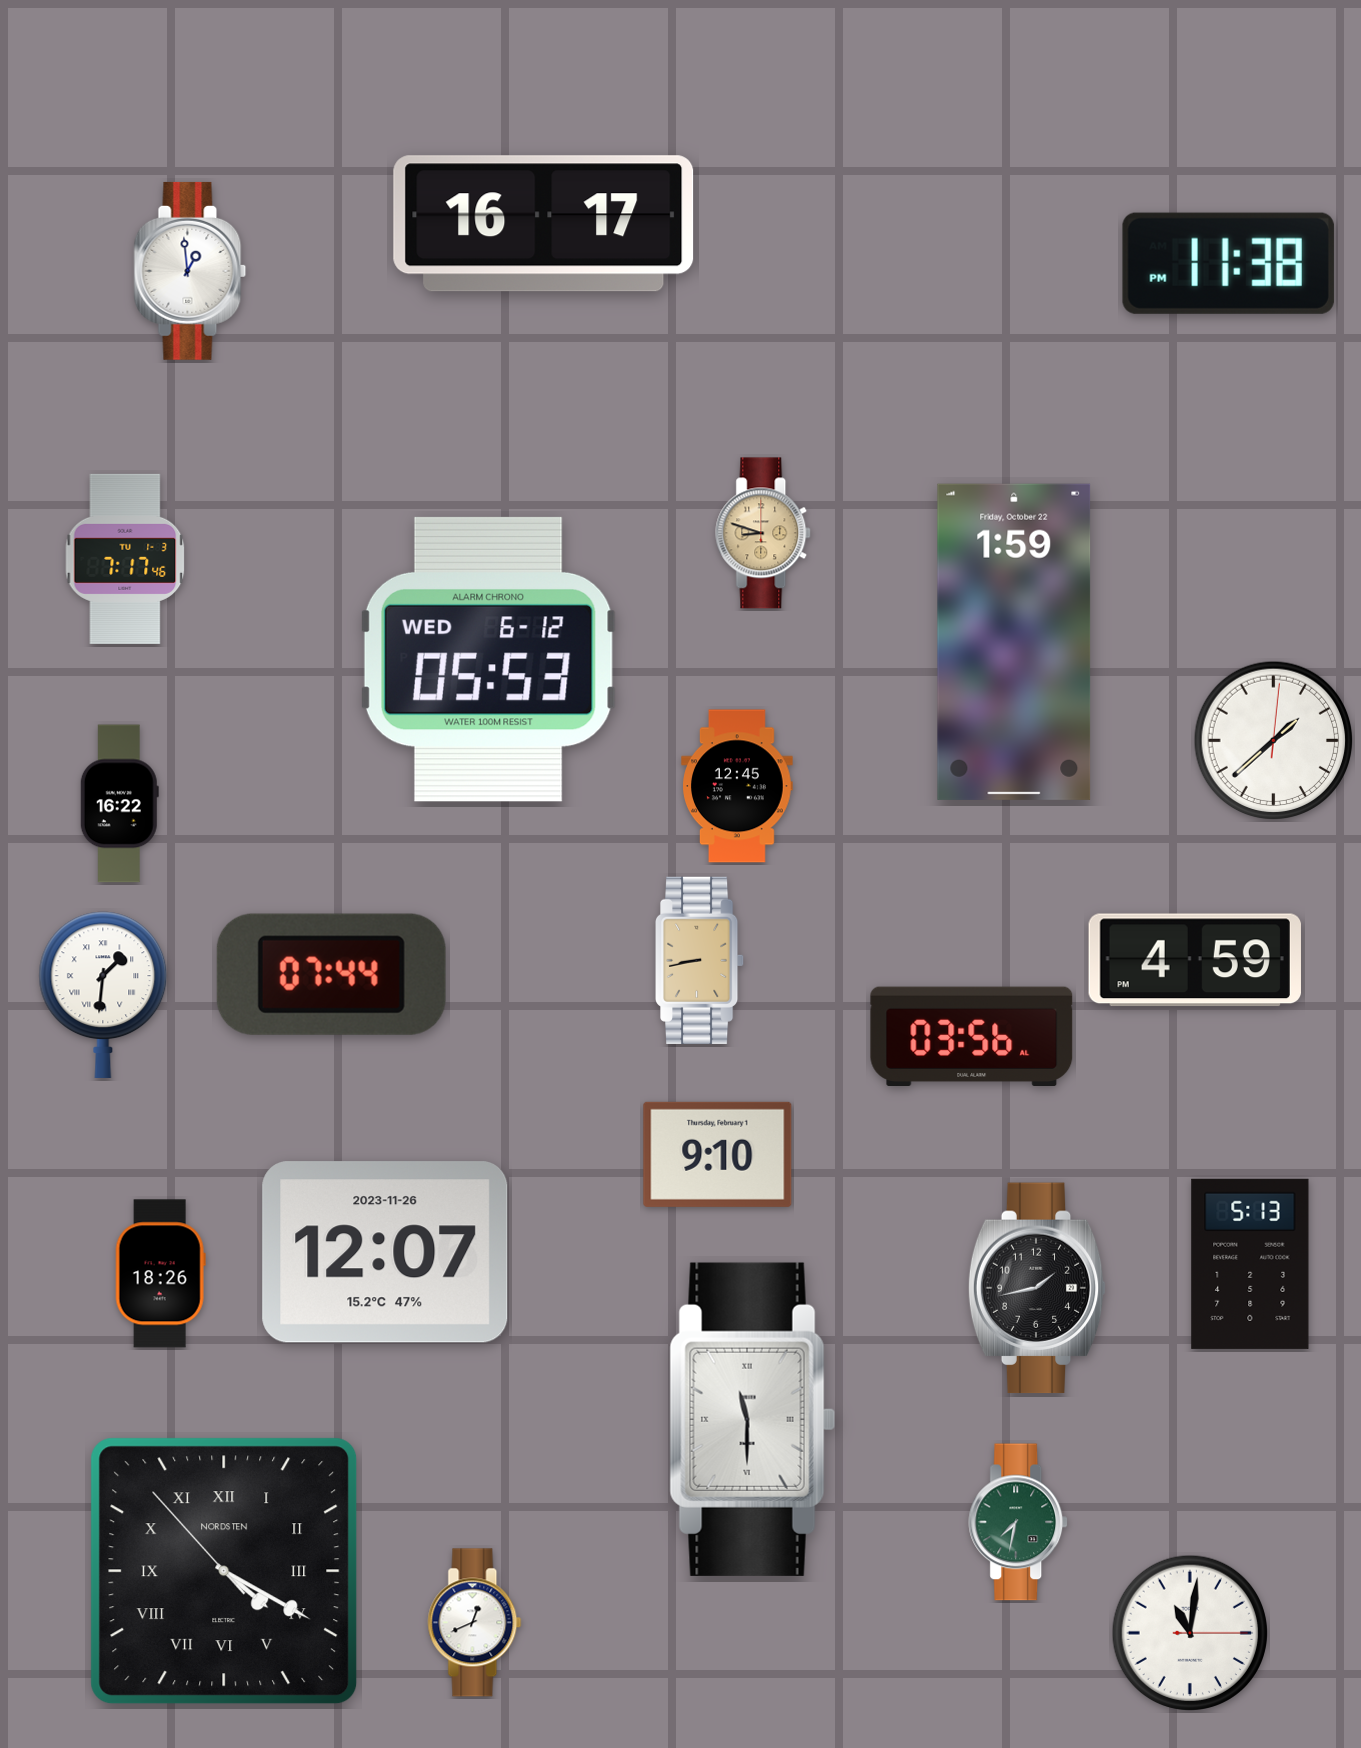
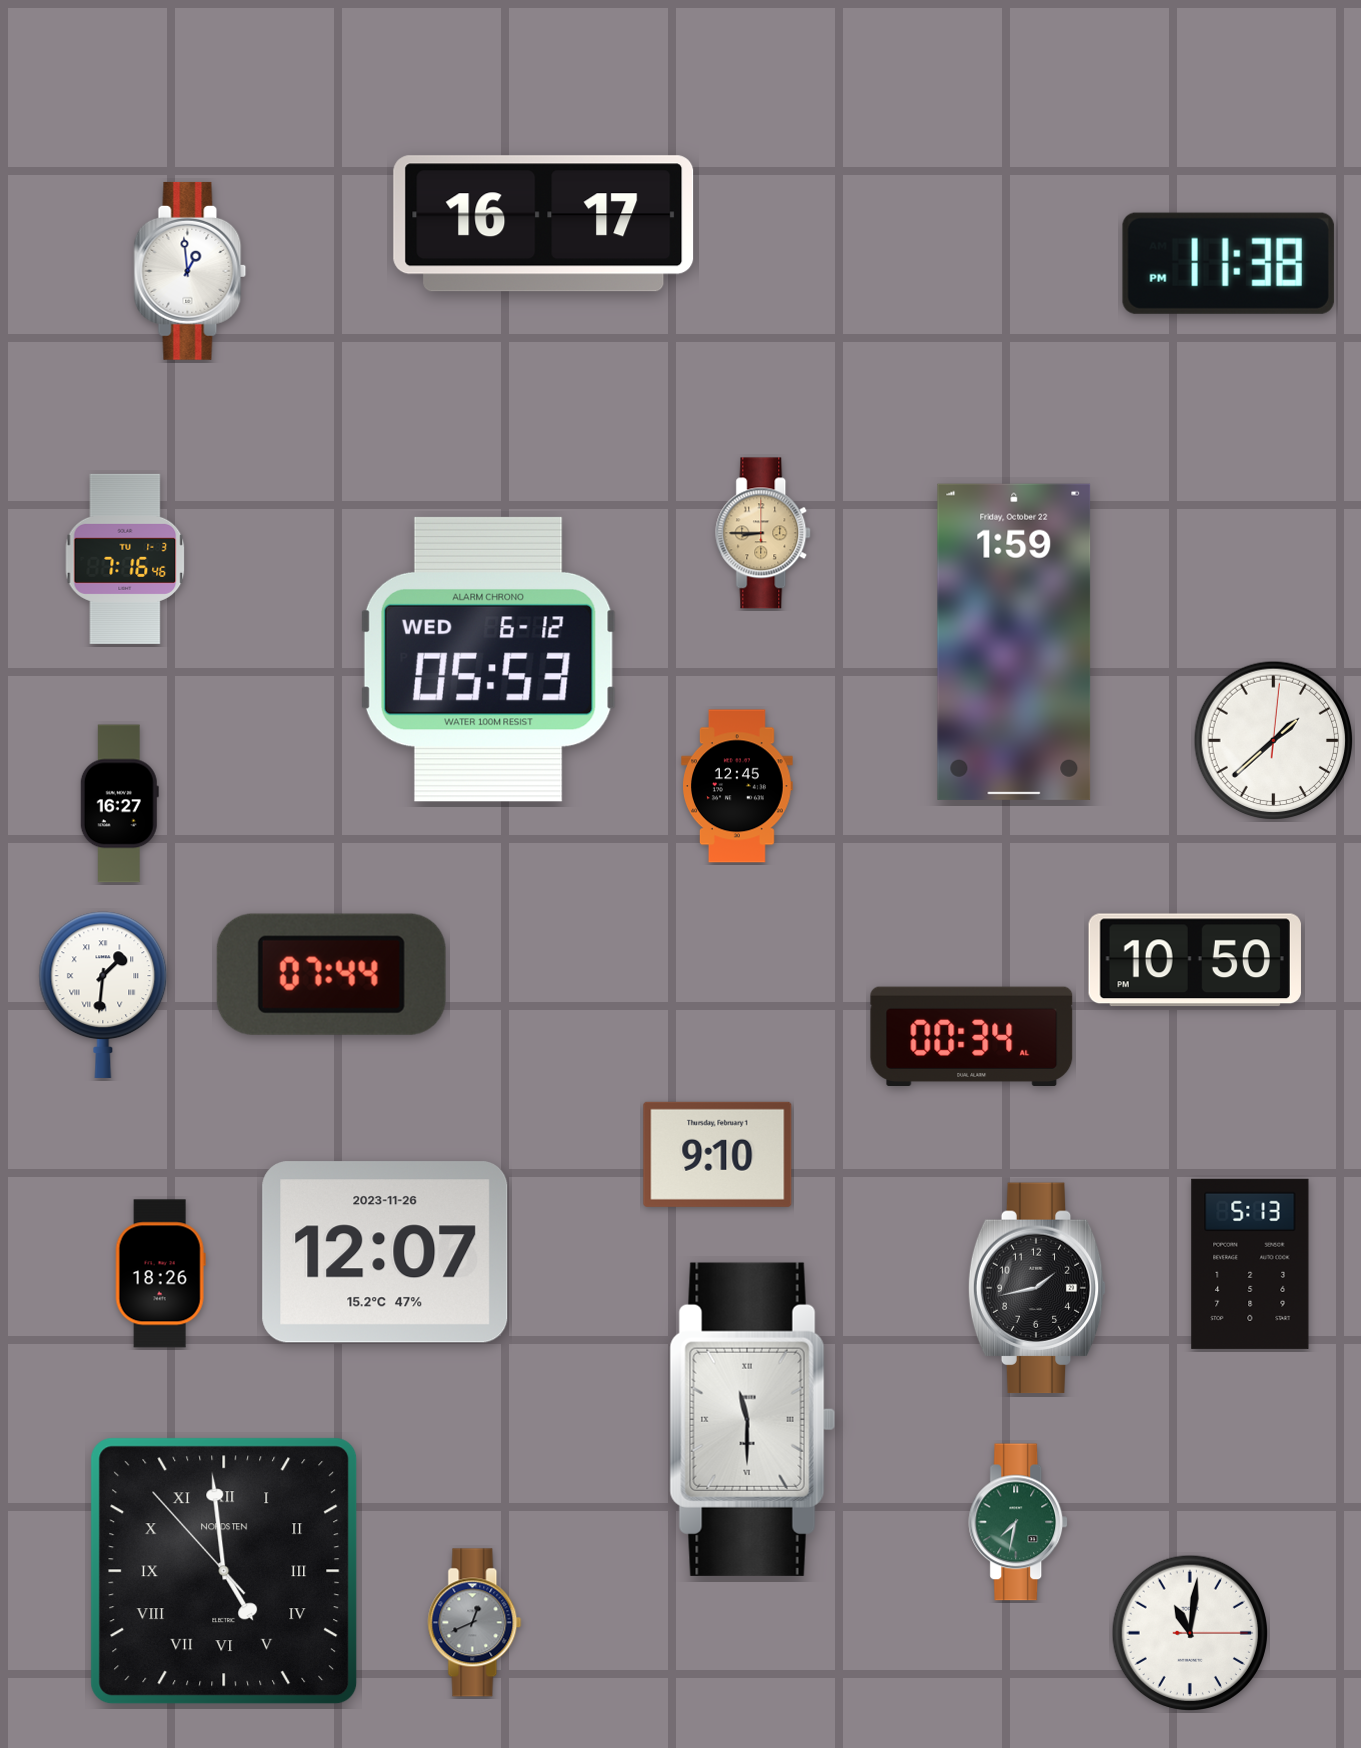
clock at (764, 533): 8:48 -> 8:45
clock at (125, 559): 7:17 -> 7:16
clock at (119, 804): 16:22 -> 16:27
clock at (701, 960): 8:43 -> none
clock at (1195, 960): 4:59 -> 10:50
clock at (972, 1036): 03:56 -> 00:34
clock at (224, 1571): 4:19 -> 4:58
clock at (475, 1623) dial: white -> grey
